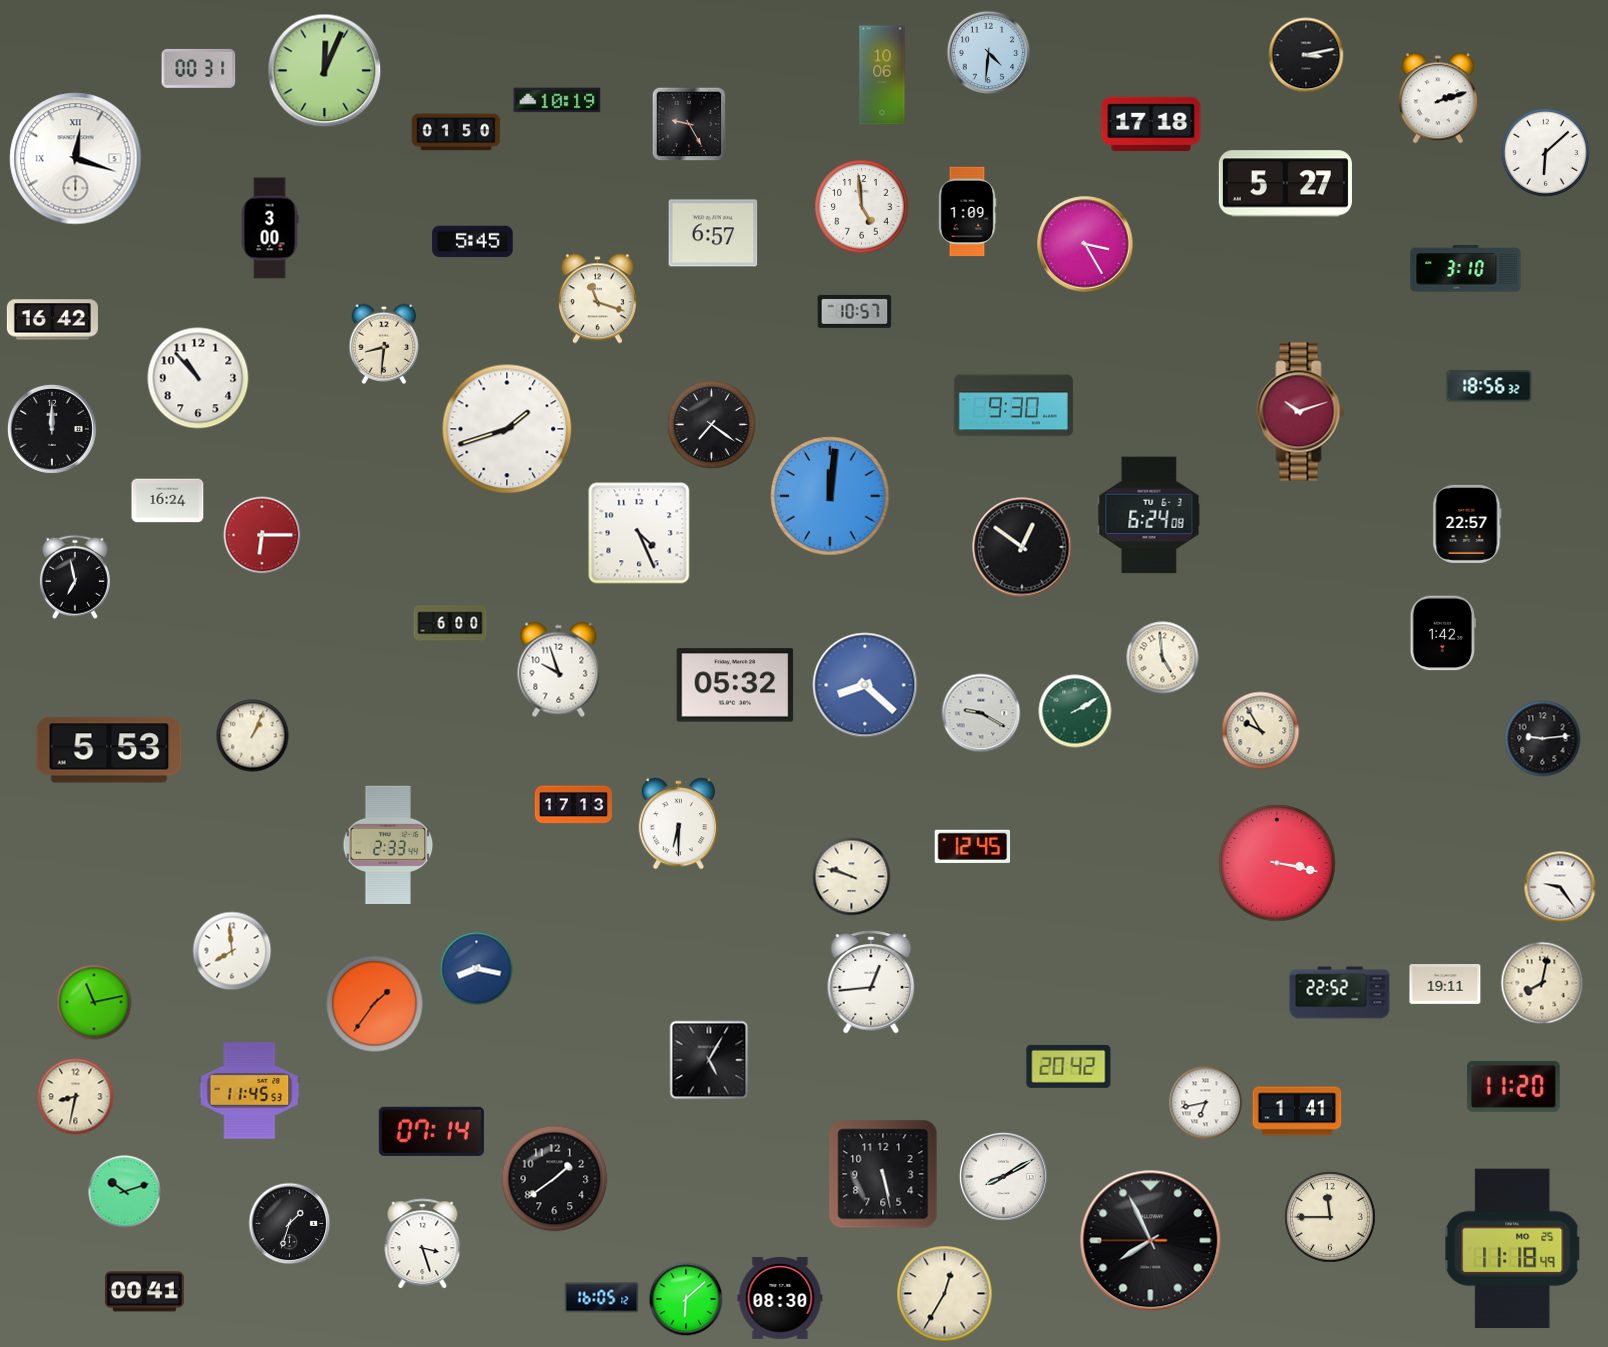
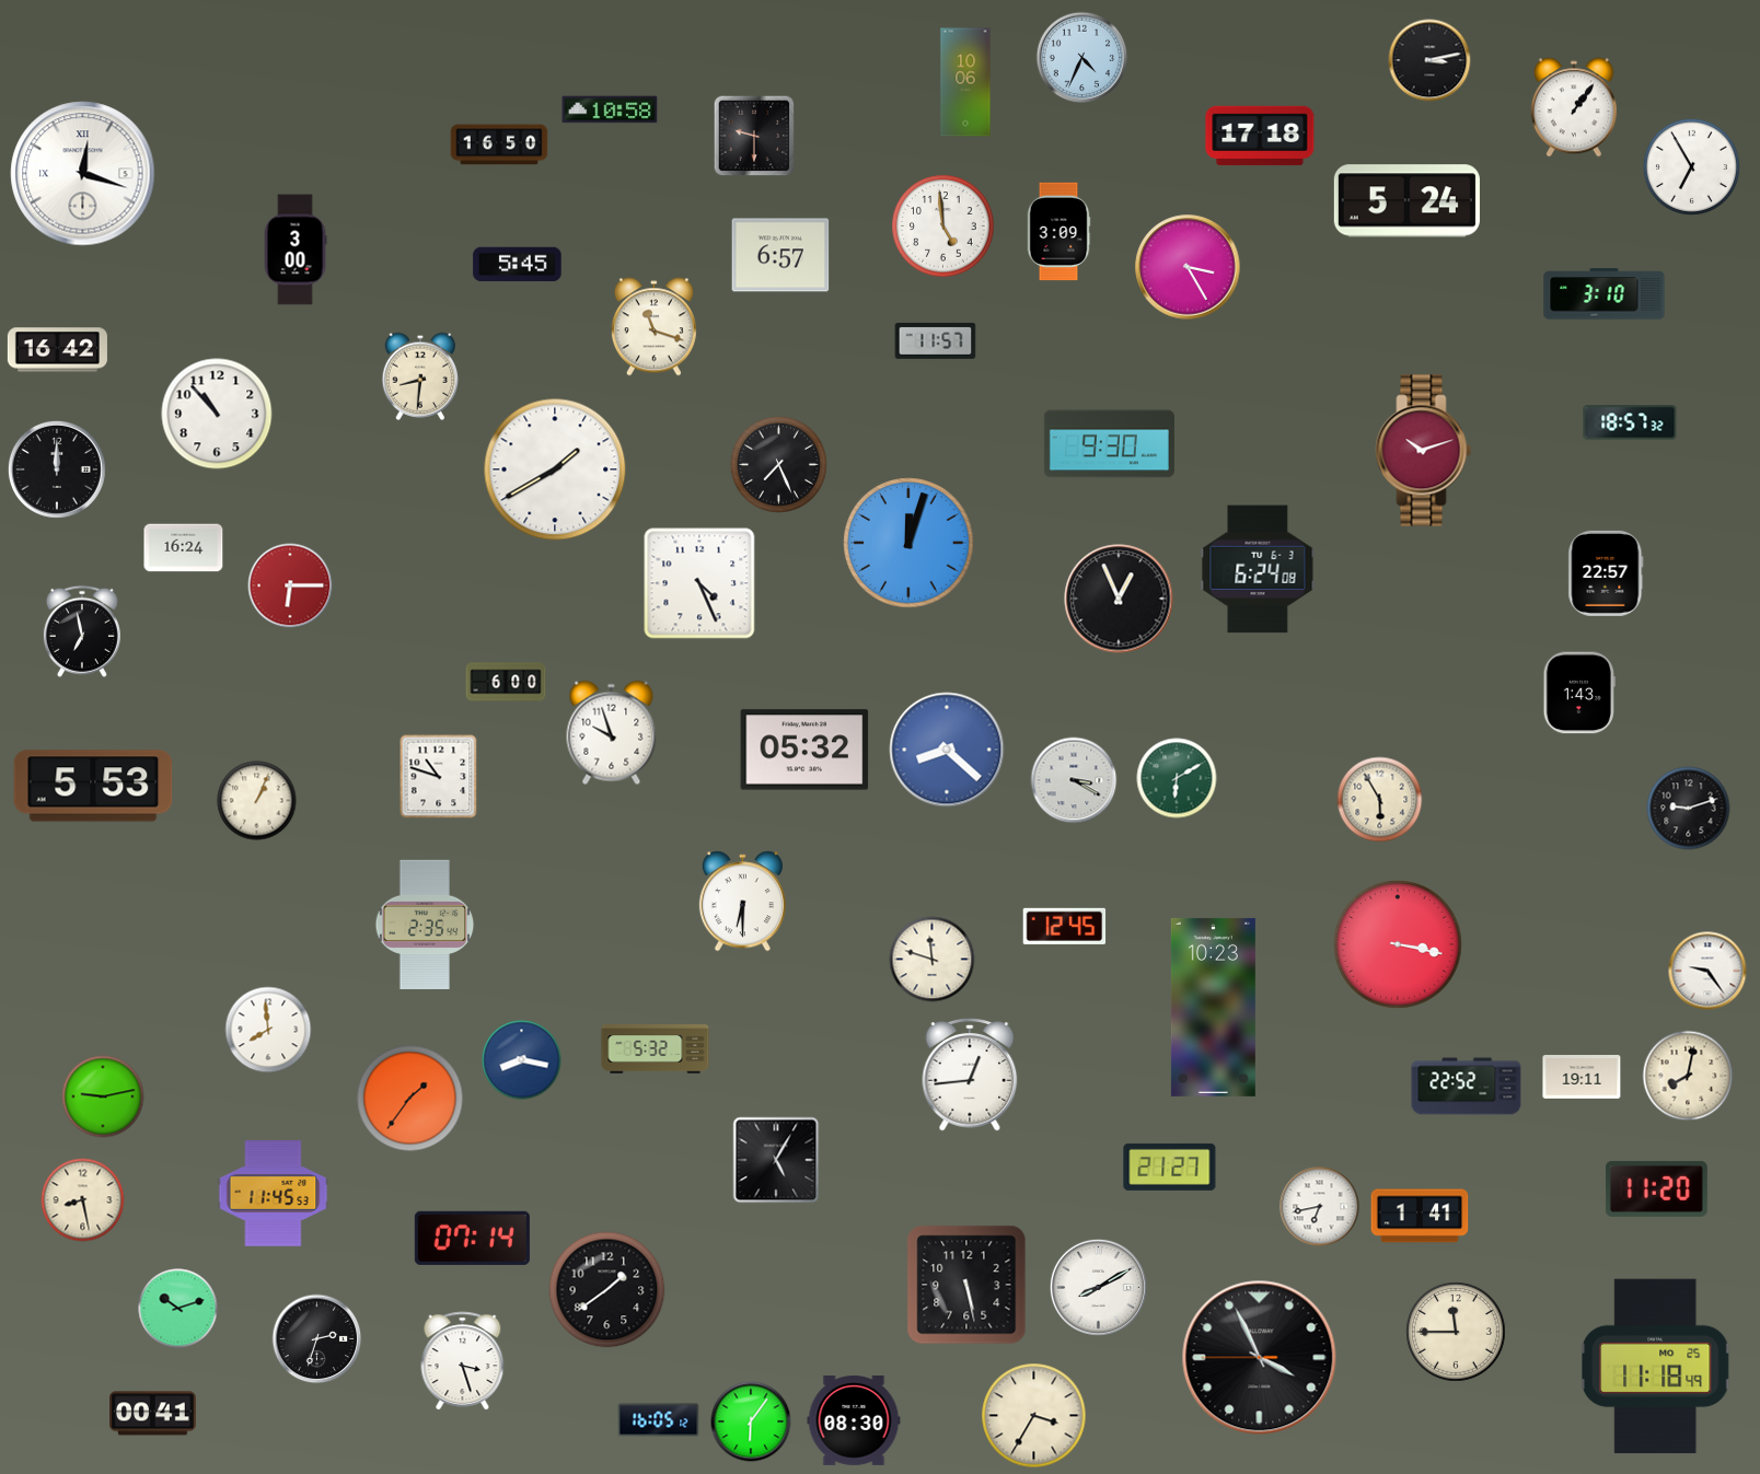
clock at (989, 53): 4:31 -> 4:34
clock at (199, 68): 00:31 -> none
clock at (325, 71): 12:04 -> none
clock at (1438, 98): 2:12 -> 1:06
clock at (557, 100): 10:19 -> 10:58
clock at (689, 124): 9:25 -> 9:30
clock at (456, 132): 01:50 -> 16:50
clock at (1545, 152): 6:08 -> 6:55
clock at (1285, 184): 5:27 -> 5:24
clock at (967, 212): 1:09 -> 3:09
clock at (855, 311): 10:57 -> 11:57
clock at (1489, 386): 18:56 -> 18:57
clock at (711, 424): 7:21 -> 7:26
clock at (507, 429): 1:42 -> 1:40
clock at (830, 496): 12:01 -> 12:03
clock at (1149, 515) position: (1149, 515) -> (1258, 569)
clock at (262, 535) position: (262, 535) -> (290, 585)
clock at (1022, 547): 12:51 -> 12:56
clock at (450, 623) position: (450, 623) -> (506, 682)
clock at (1443, 633): 1:42 -> 1:43
clock at (1163, 658): 4:59 -> none
clock at (439, 777): none -> 10:48
clock at (1075, 711): 2:10 -> 6:10
clock at (981, 713): 9:20 -> 3:20
clock at (1261, 731): 9:55 -> 5:55
clock at (253, 736) position: (253, 736) -> (257, 801)
clock at (1543, 739): 9:14 -> 9:12
clock at (109, 750) position: (109, 750) -> (93, 786)
clock at (573, 805): 17:13 -> none
clock at (388, 844): 2:33 -> 2:35
clock at (852, 877): 9:48 -> 11:48
clock at (1213, 1007): none -> 10:23
clock at (232, 951) position: (232, 951) -> (268, 1030)
clock at (656, 1049): none -> 5:32
clock at (871, 983) position: (871, 983) -> (970, 1076)
clock at (94, 1002): 11:13 -> 9:13
clock at (1069, 1066): 20:42 -> 21:27
clock at (76, 1097): 8:32 -> 8:28
clock at (125, 1192) position: (125, 1192) -> (178, 1309)
clock at (290, 1224): 1:33 -> 2:33
clock at (1151, 1241): 7:55 -> 3:55
clock at (145, 1292) position: (145, 1292) -> (153, 1414)
clock at (945, 1294): 12:35 -> 3:35
clock at (686, 1299): 6:08 -> 6:06
